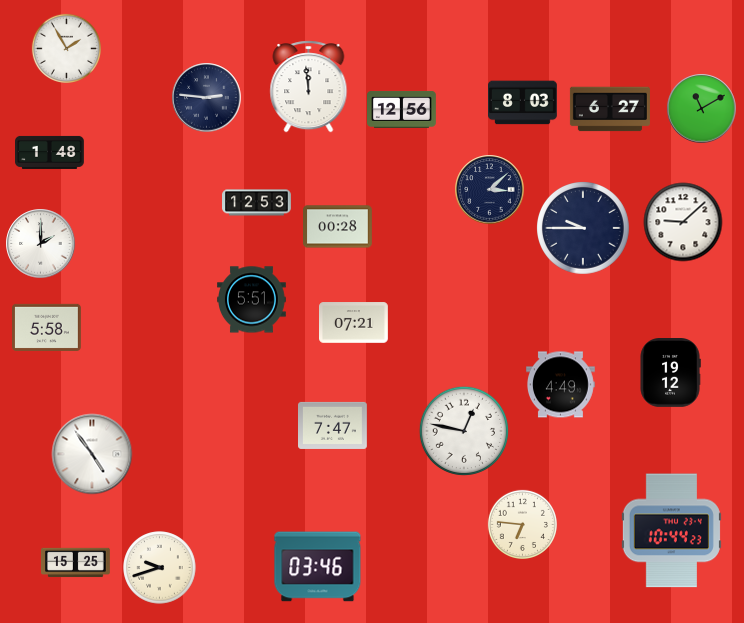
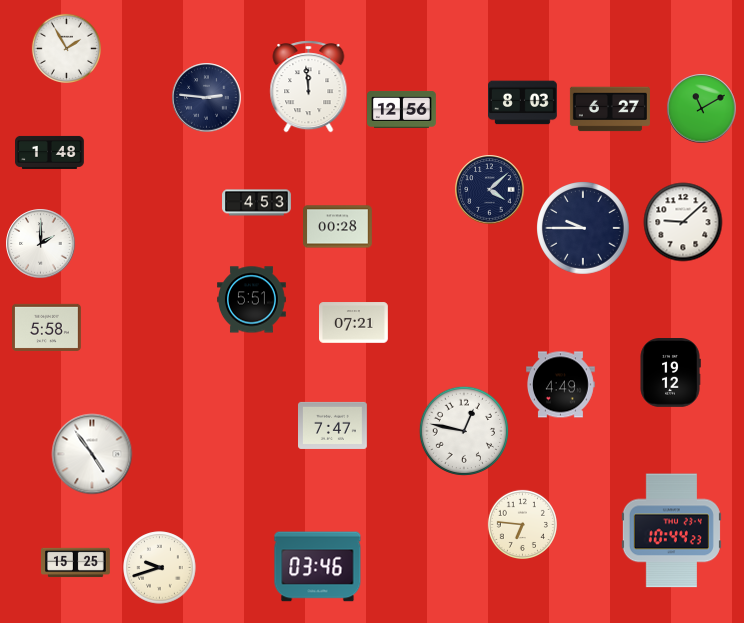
clock at (490, 190): 3:08 -> 4:08
clock at (257, 203): 12:53 -> 4:53
